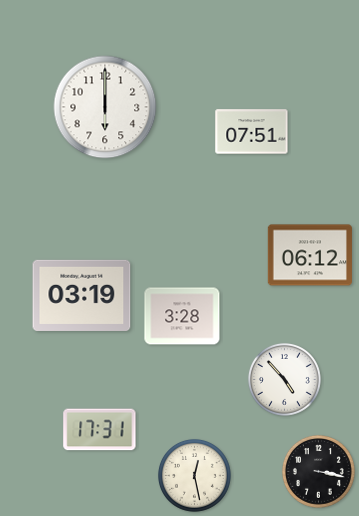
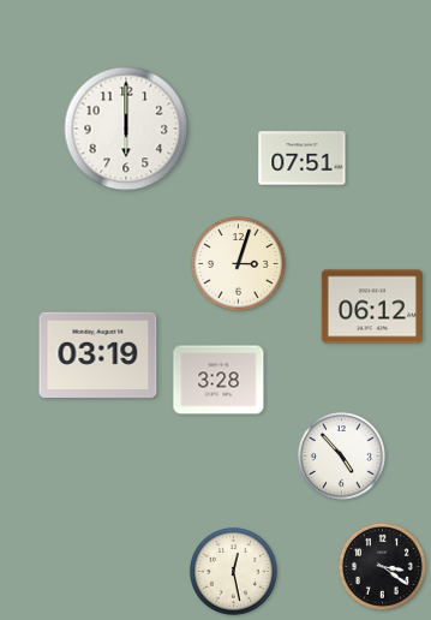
clock at (239, 264): none -> 3:03
clock at (100, 430): 17:31 -> none
clock at (318, 471): 3:17 -> 3:21
